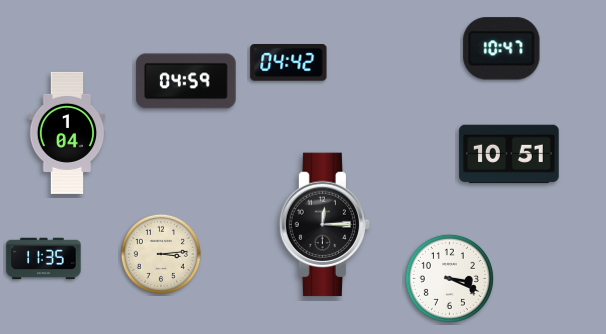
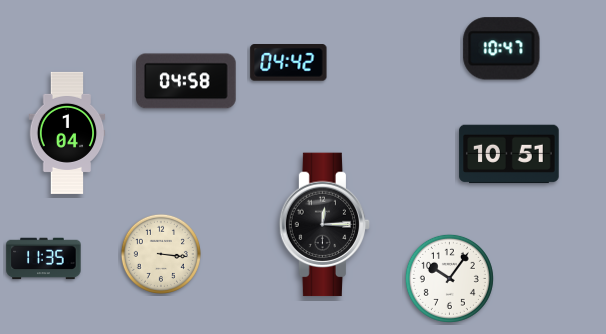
clock at (186, 81): 04:59 -> 04:58
clock at (161, 254): 3:14 -> 3:16
clock at (449, 278): 3:19 -> 10:06
